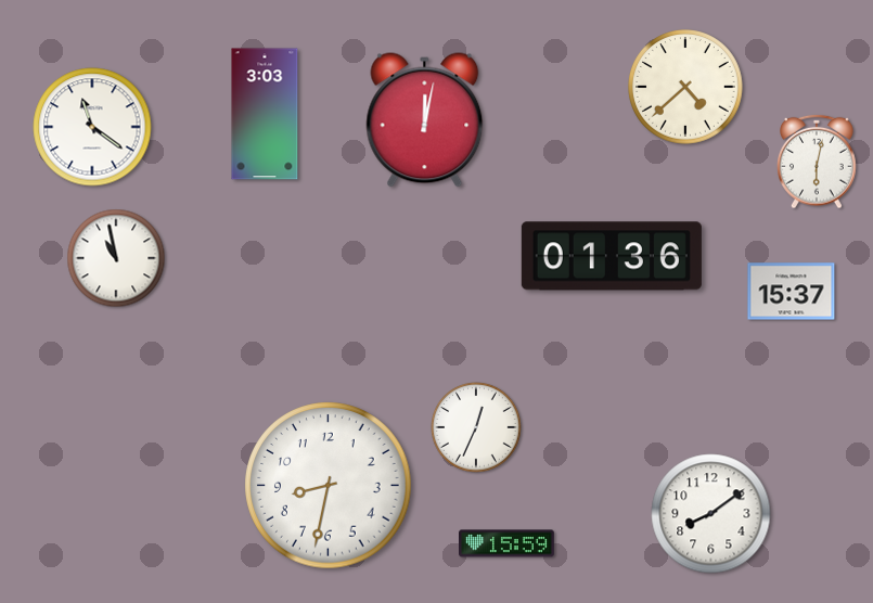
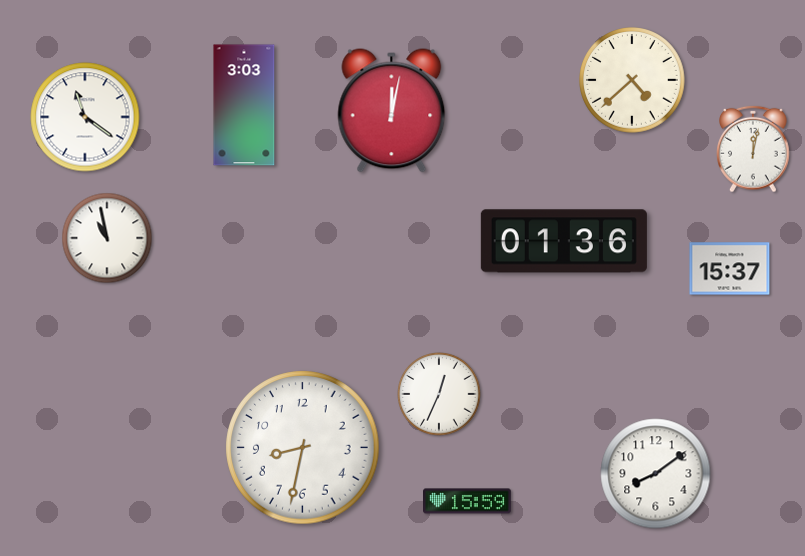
clock at (817, 162): 6:02 -> 12:02
clock at (612, 256) position: (612, 256) -> (564, 241)
